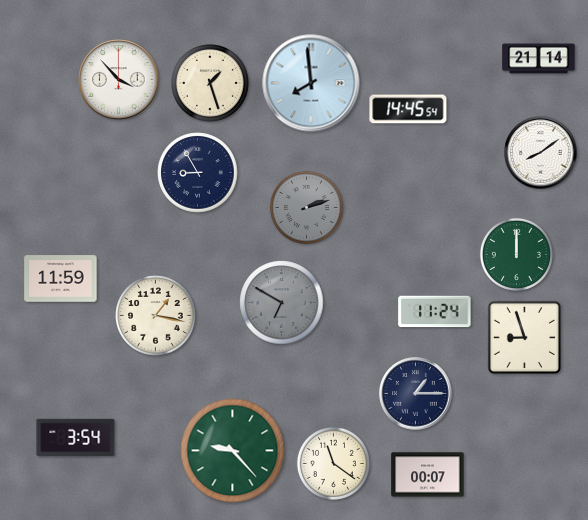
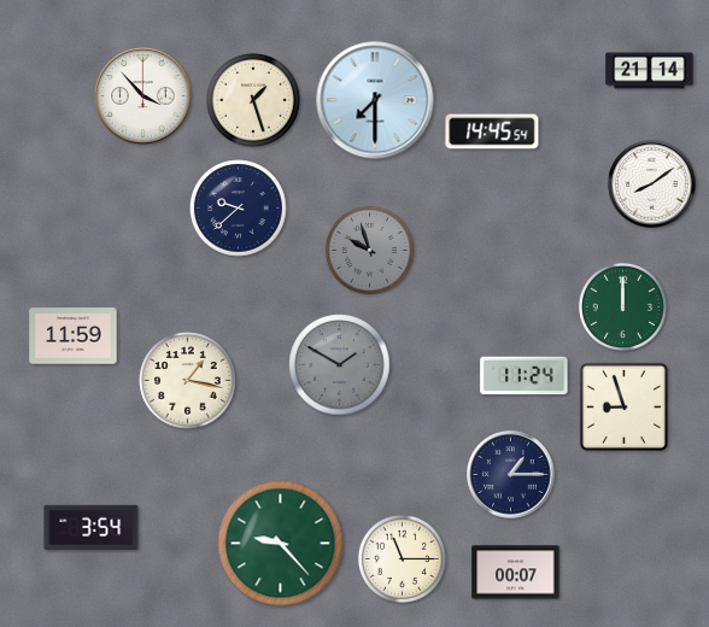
clock at (311, 83): 7:59 -> 7:30
clock at (198, 173): 8:55 -> 9:38
clock at (306, 207): 2:12 -> 9:57
clock at (282, 303): 6:50 -> 1:50
clock at (524, 337) position: (524, 337) -> (623, 406)
clock at (416, 394) position: (416, 394) -> (511, 475)
clock at (333, 463): 11:21 -> 11:15
